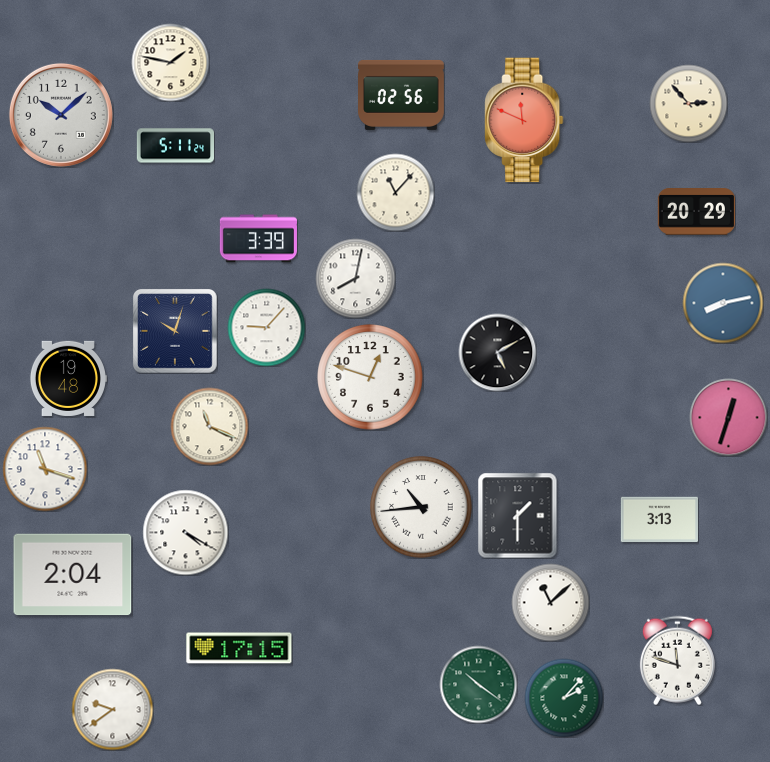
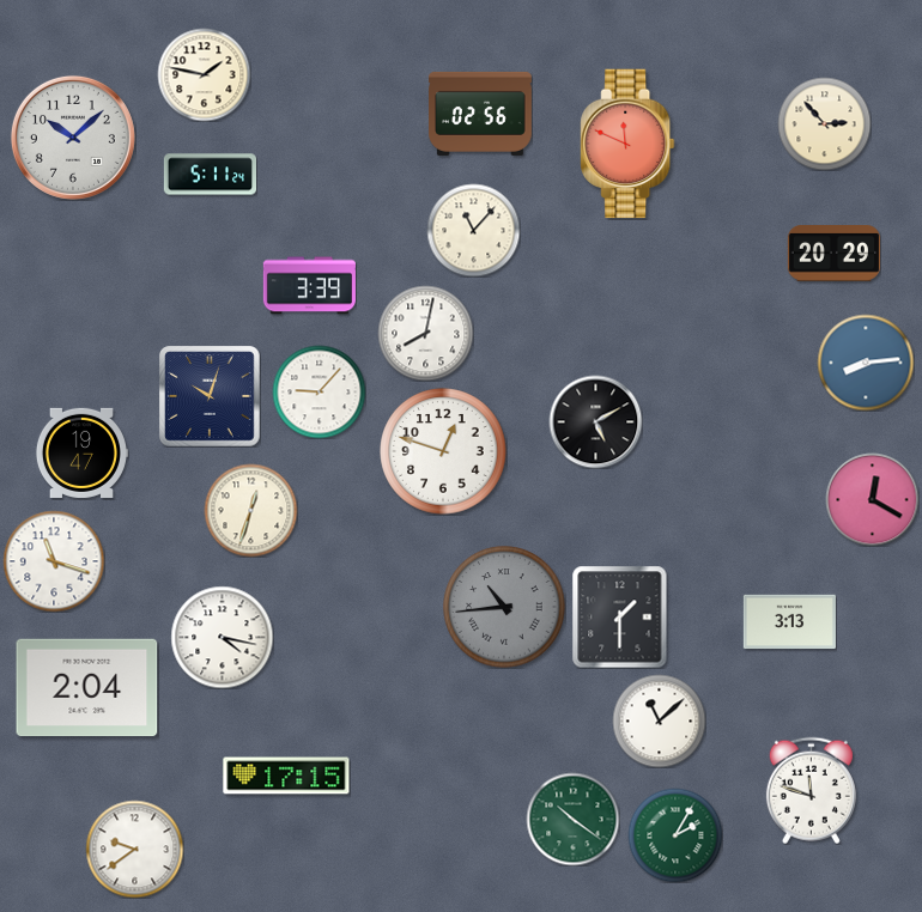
clock at (723, 303): 8:13 -> 8:14
clock at (68, 378): 19:48 -> 19:47
clock at (728, 417): 12:33 -> 12:20
clock at (209, 426): 11:19 -> 12:33
clock at (421, 507) dial: white -> grey
clock at (185, 532): 4:20 -> 4:17
clock at (564, 698): 2:07 -> 2:05
